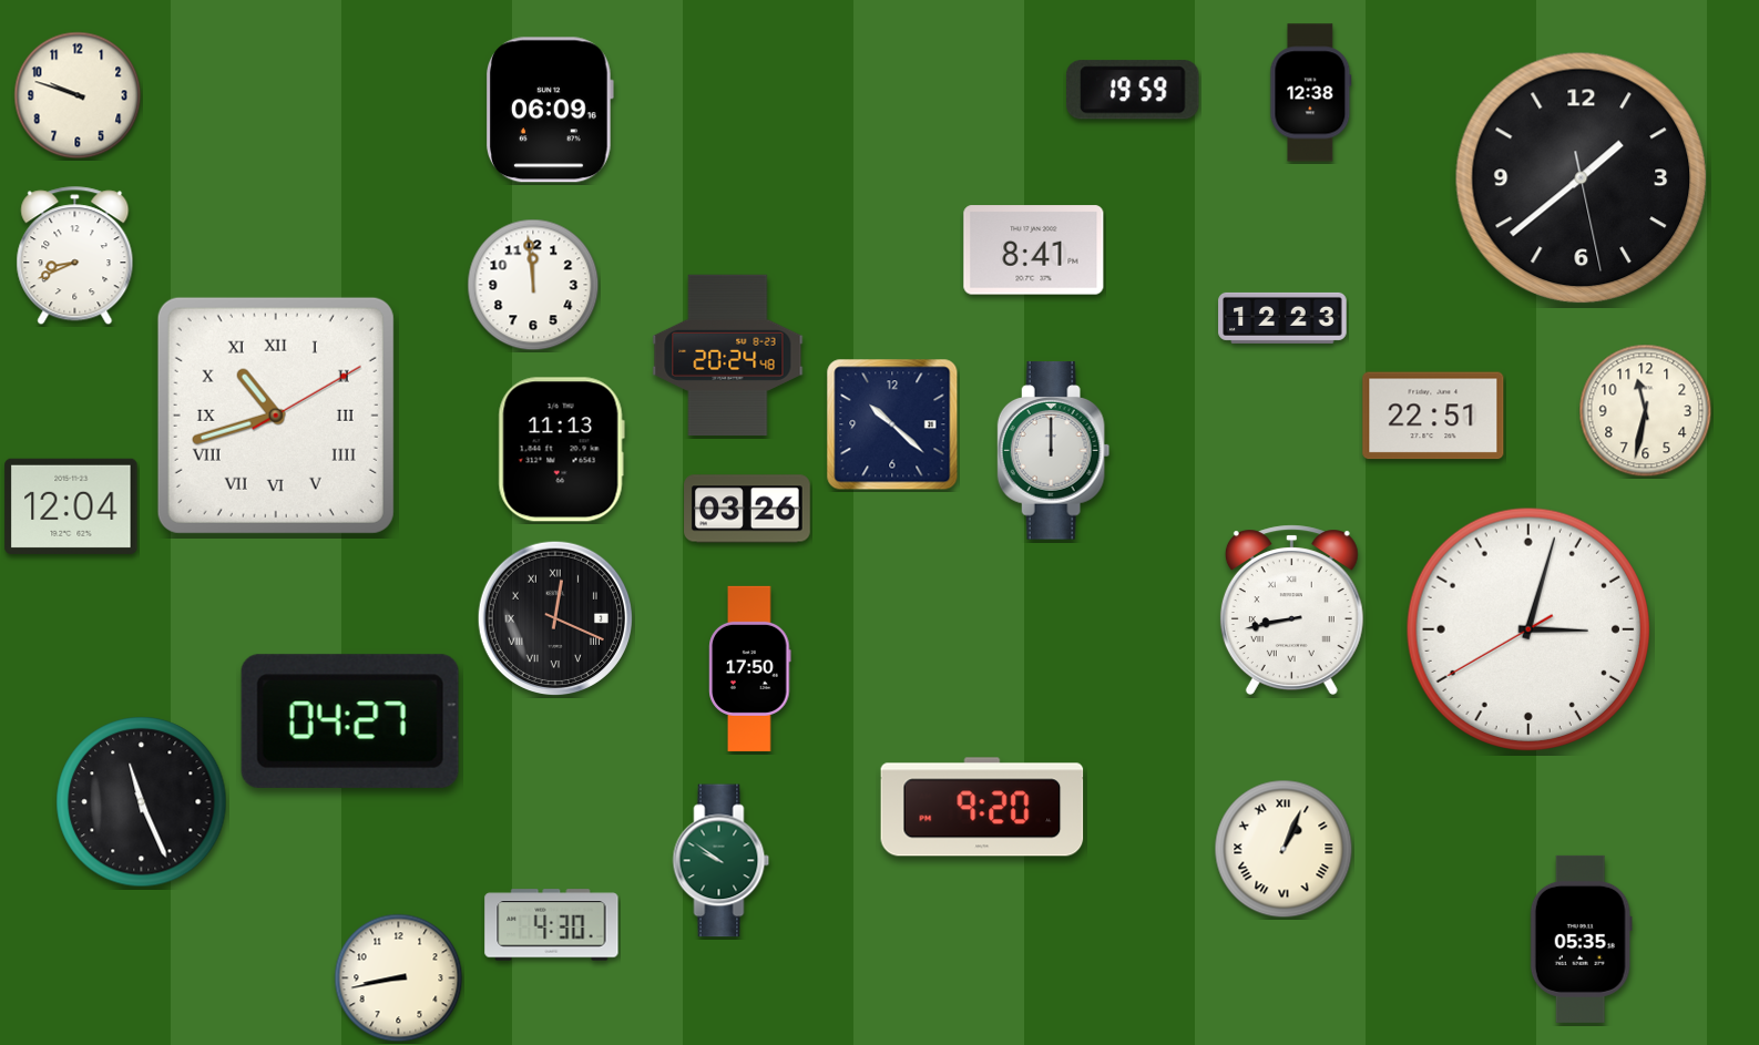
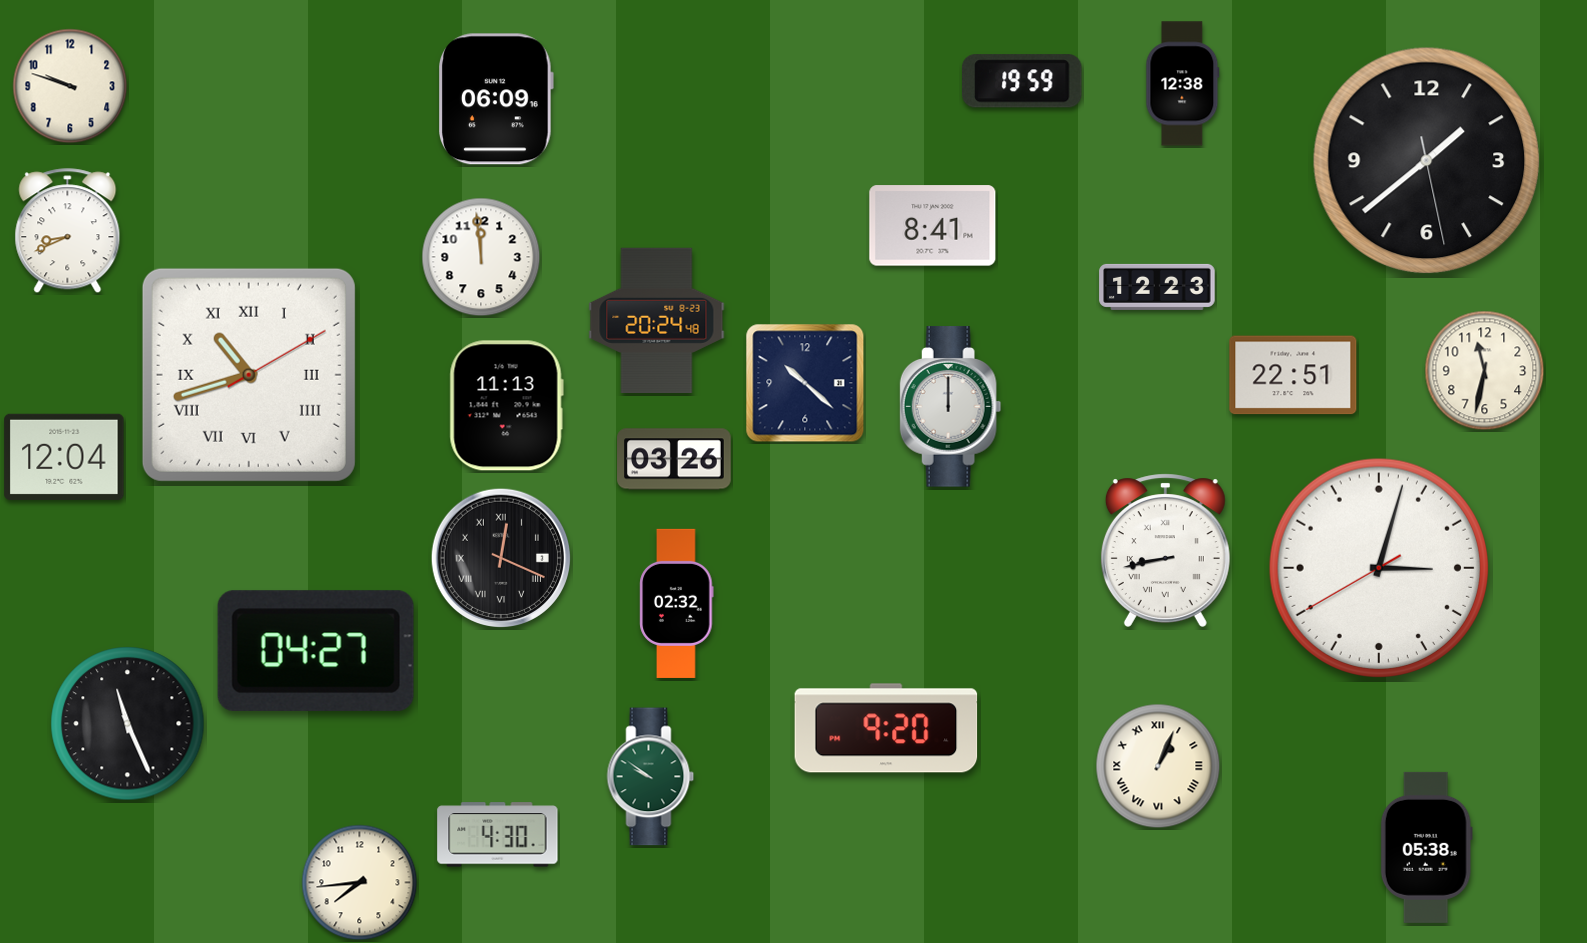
clock at (750, 668): 17:50 -> 02:32
clock at (1581, 939): 05:35 -> 05:38
clock at (399, 979): 8:43 -> 7:44
